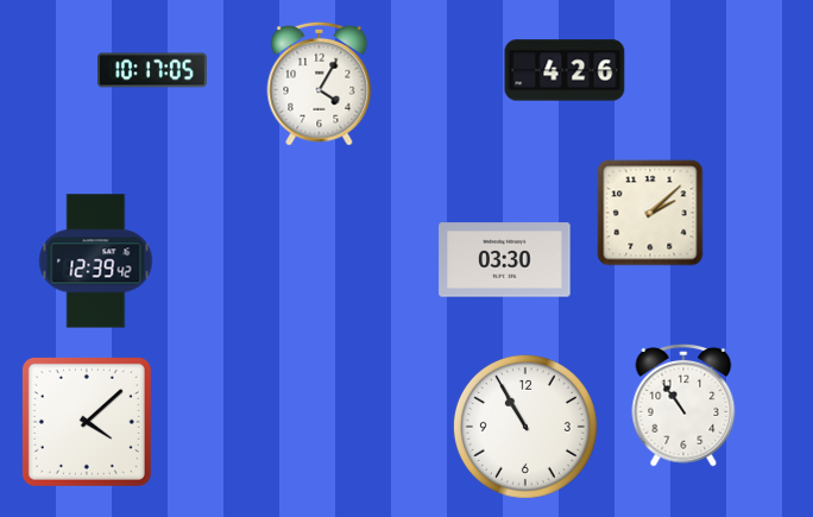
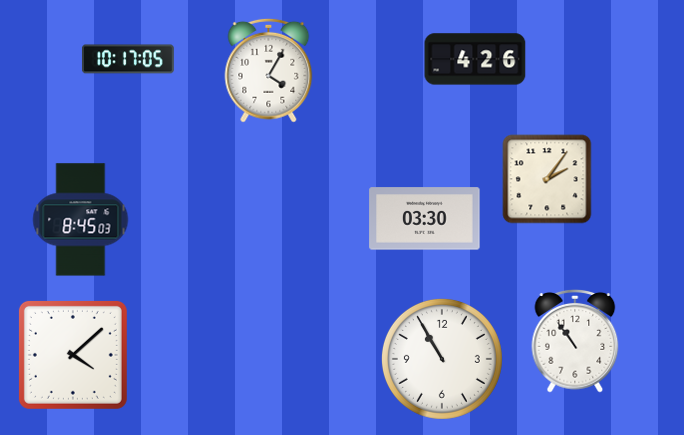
clock at (650, 213): 2:08 -> 2:06
clock at (96, 261): 12:39 -> 8:45
